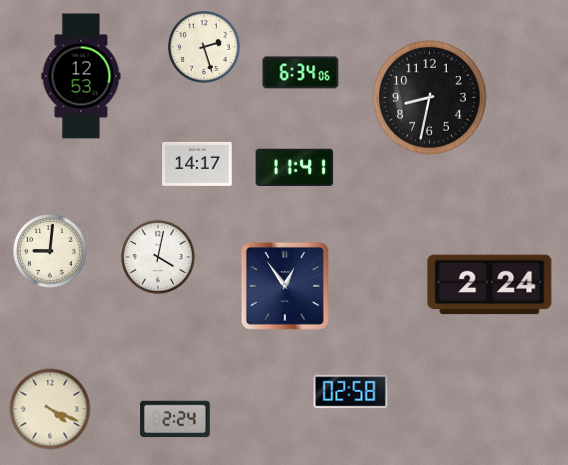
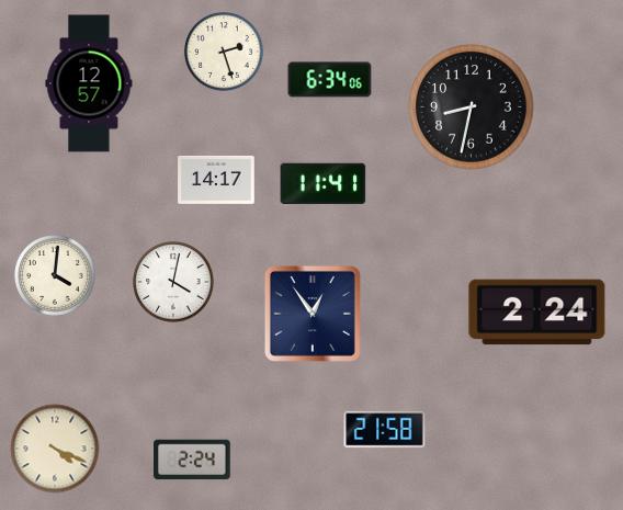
clock at (81, 76): 12:53 -> 12:57
clock at (50, 251): 9:01 -> 4:01
clock at (351, 392): 02:58 -> 21:58
